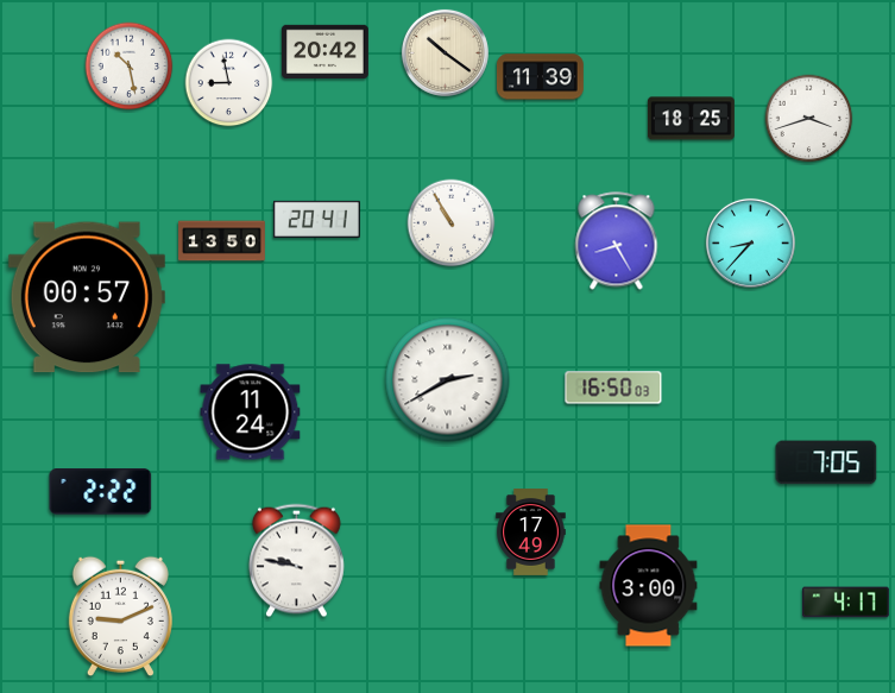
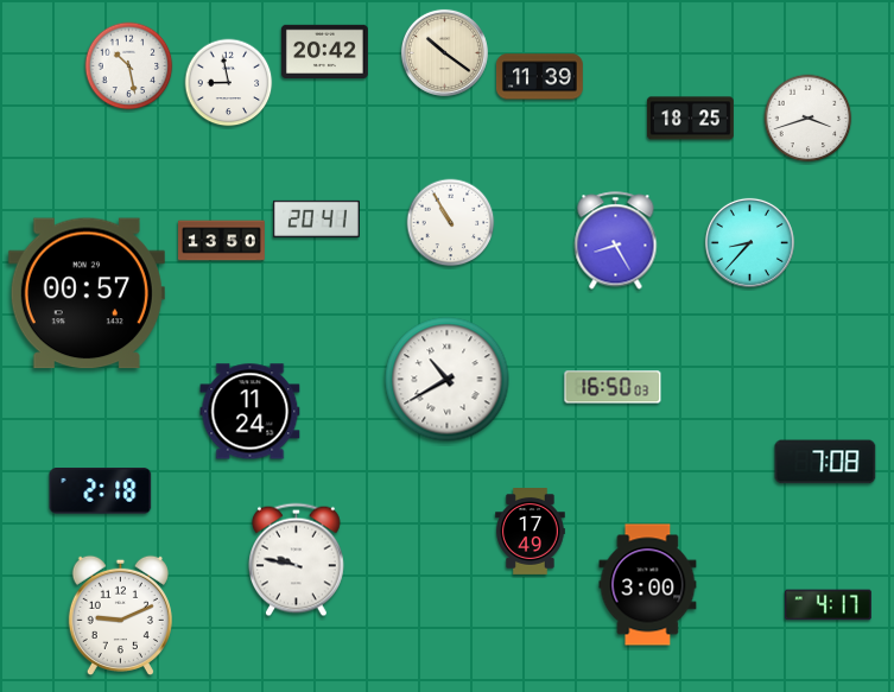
clock at (87, 297) position: (87, 297) -> (87, 293)
clock at (448, 380): 2:40 -> 10:40
clock at (826, 462): 7:05 -> 7:08
clock at (101, 492): 2:22 -> 2:18
clock at (845, 603) position: (845, 603) -> (828, 605)
